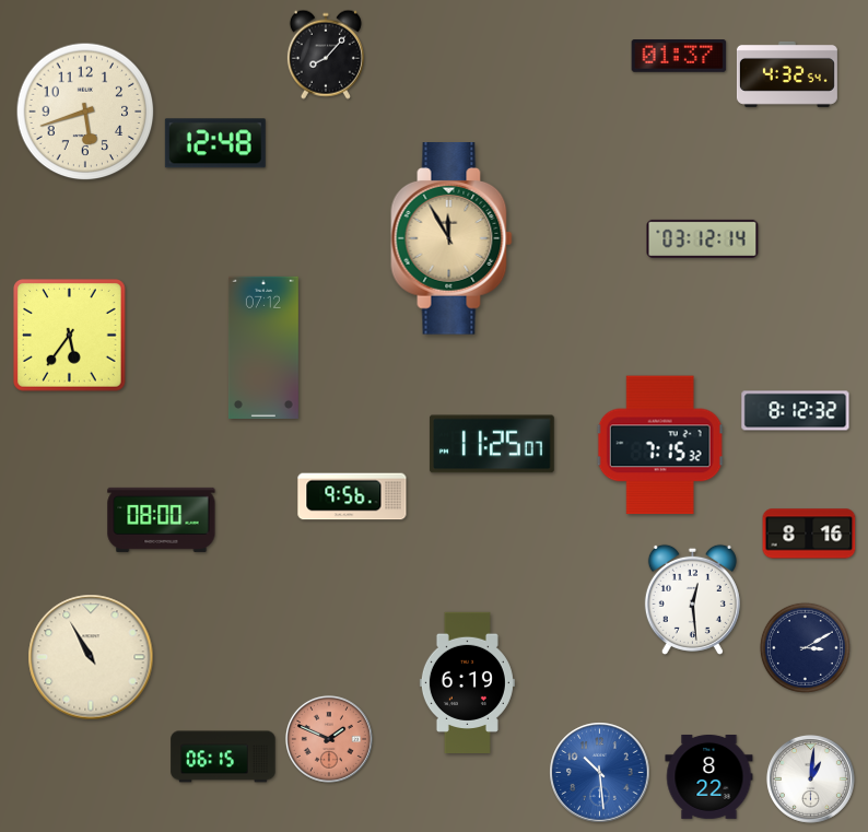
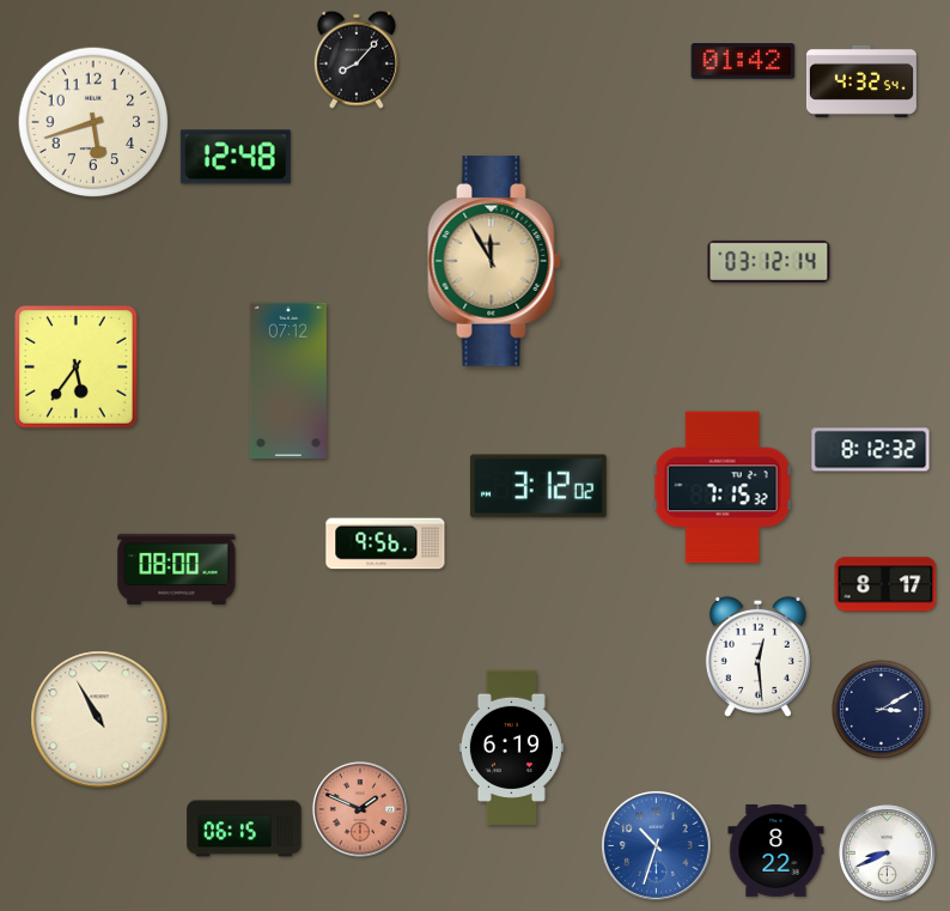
clock at (679, 57): 01:37 -> 01:42
clock at (492, 444): 11:25 -> 3:12
clock at (809, 534): 8:16 -> 8:17
clock at (600, 773): 10:29 -> 10:33
clock at (810, 778): 1:01 -> 8:41
